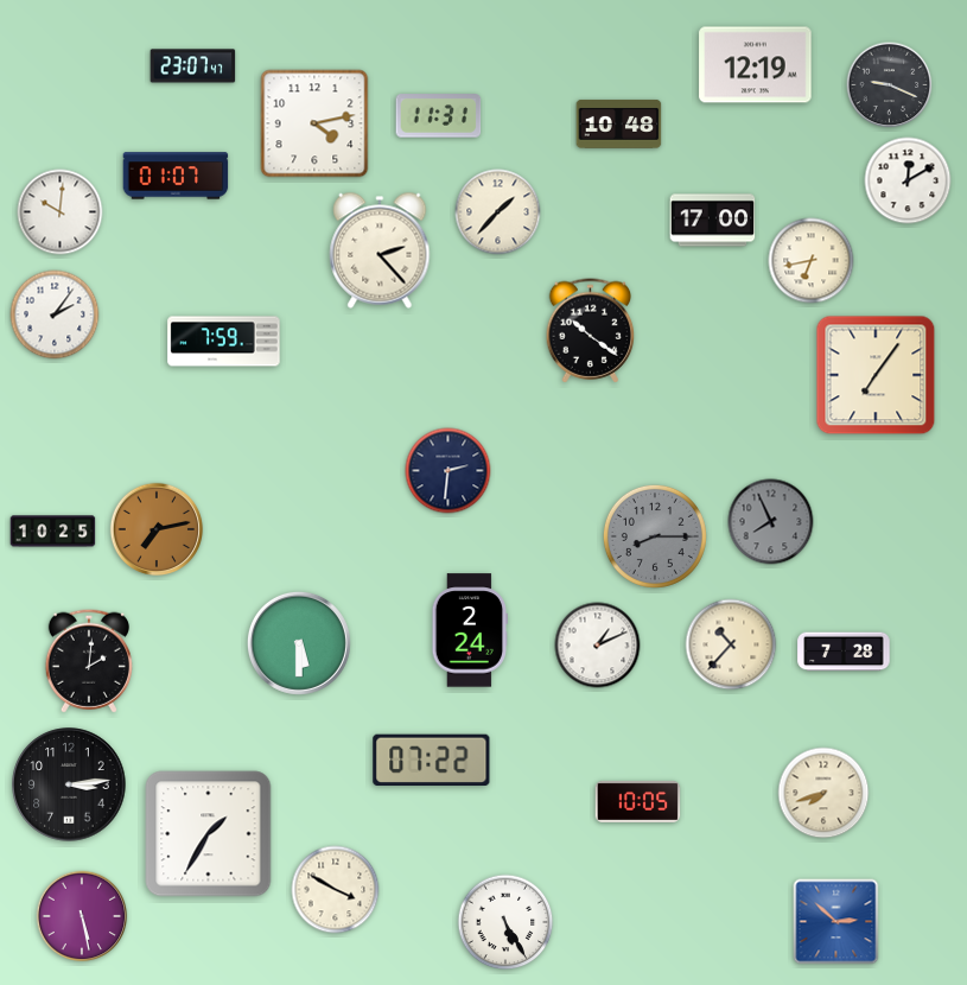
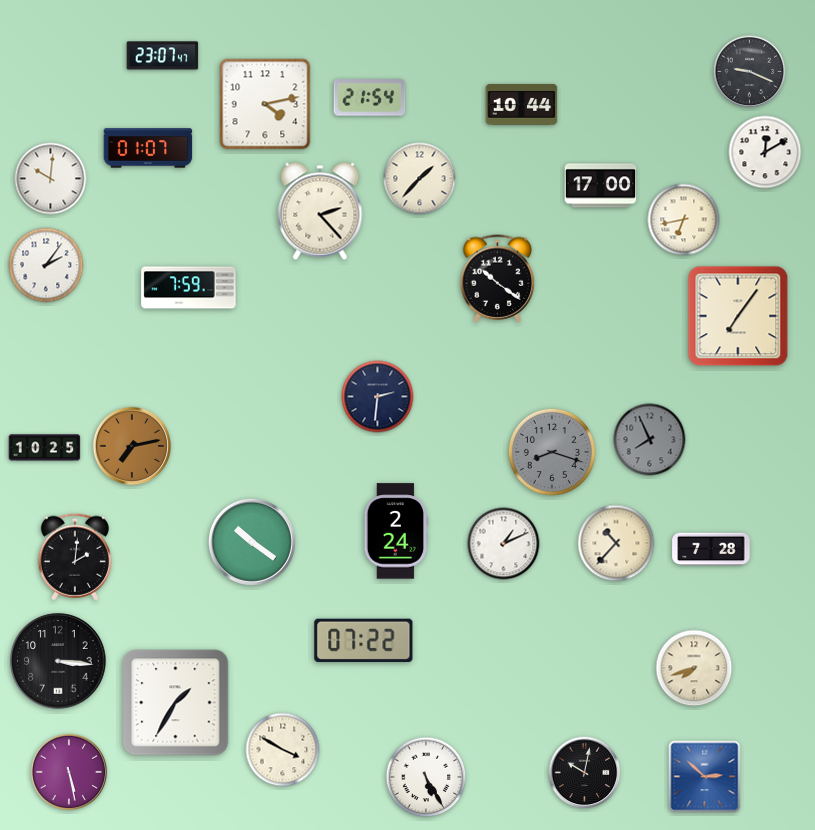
clock at (756, 65): 12:19 -> none
clock at (439, 116): 11:31 -> 21:54
clock at (619, 123): 10:48 -> 10:44
clock at (655, 536): 8:15 -> 8:18
clock at (299, 643): 5:30 -> 10:21
clock at (69, 784): 3:14 -> 3:16
clock at (638, 801): 10:05 -> none
clock at (585, 773): none -> 10:02
